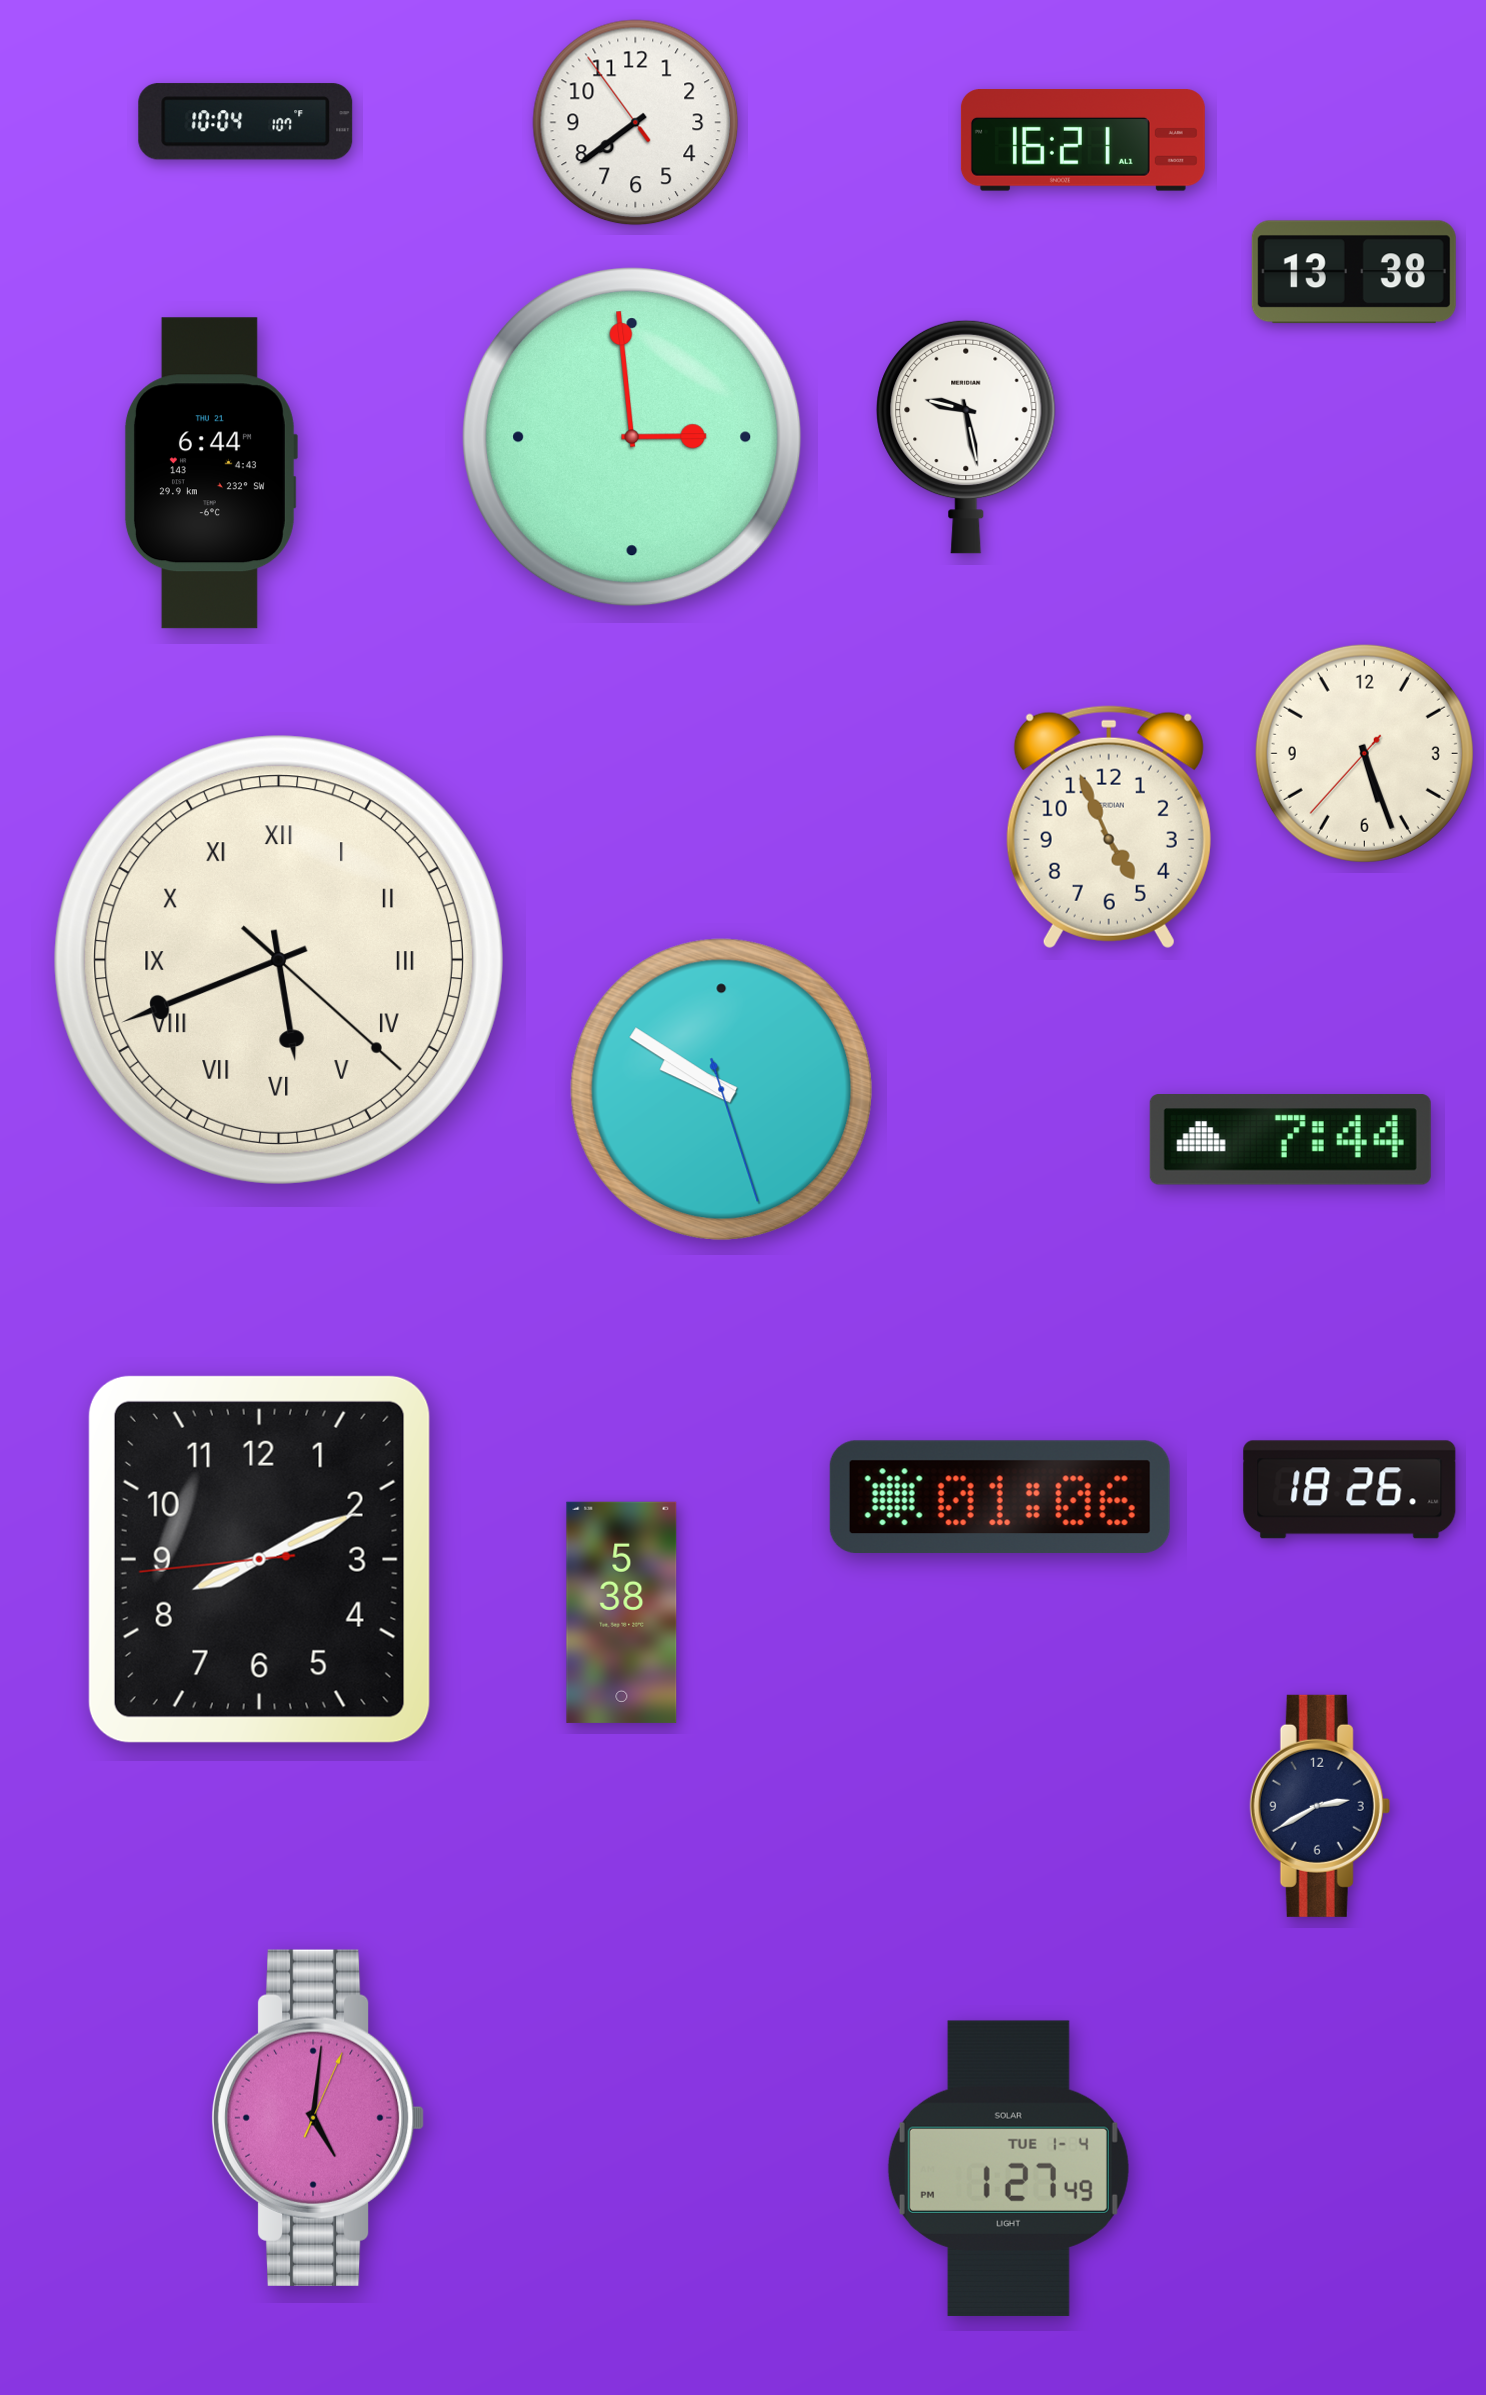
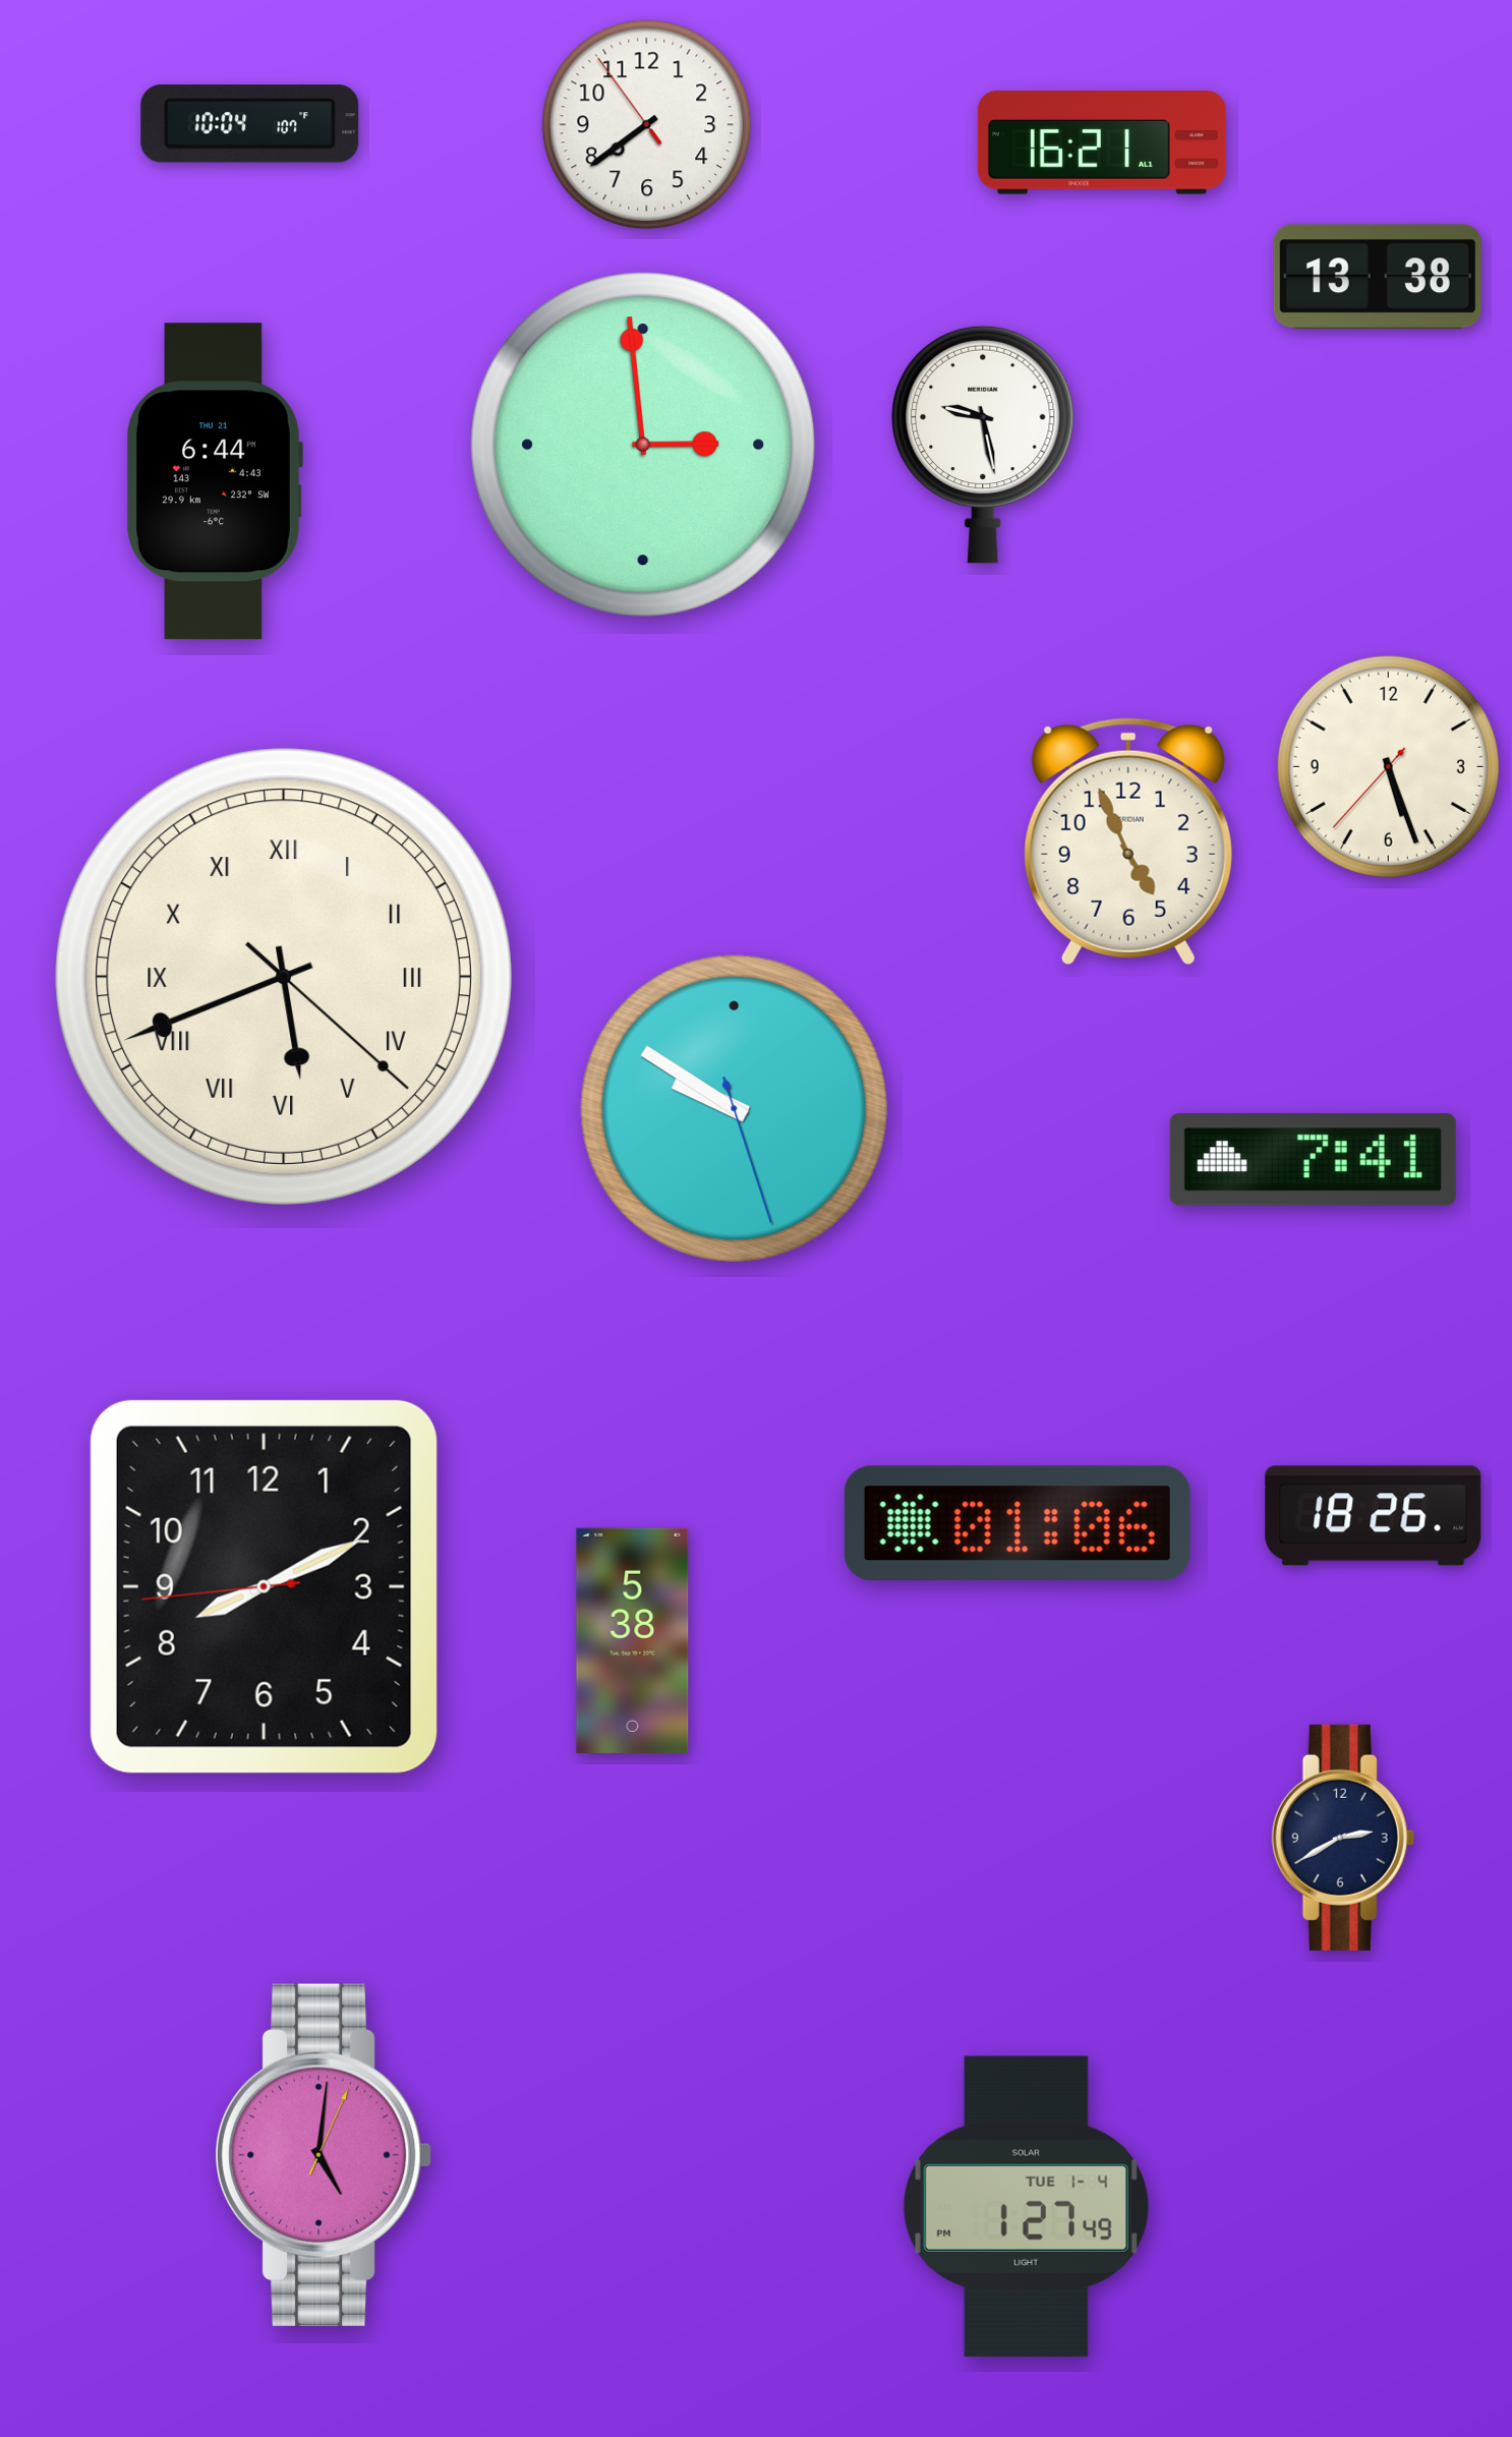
clock at (1290, 1140): 7:44 -> 7:41
